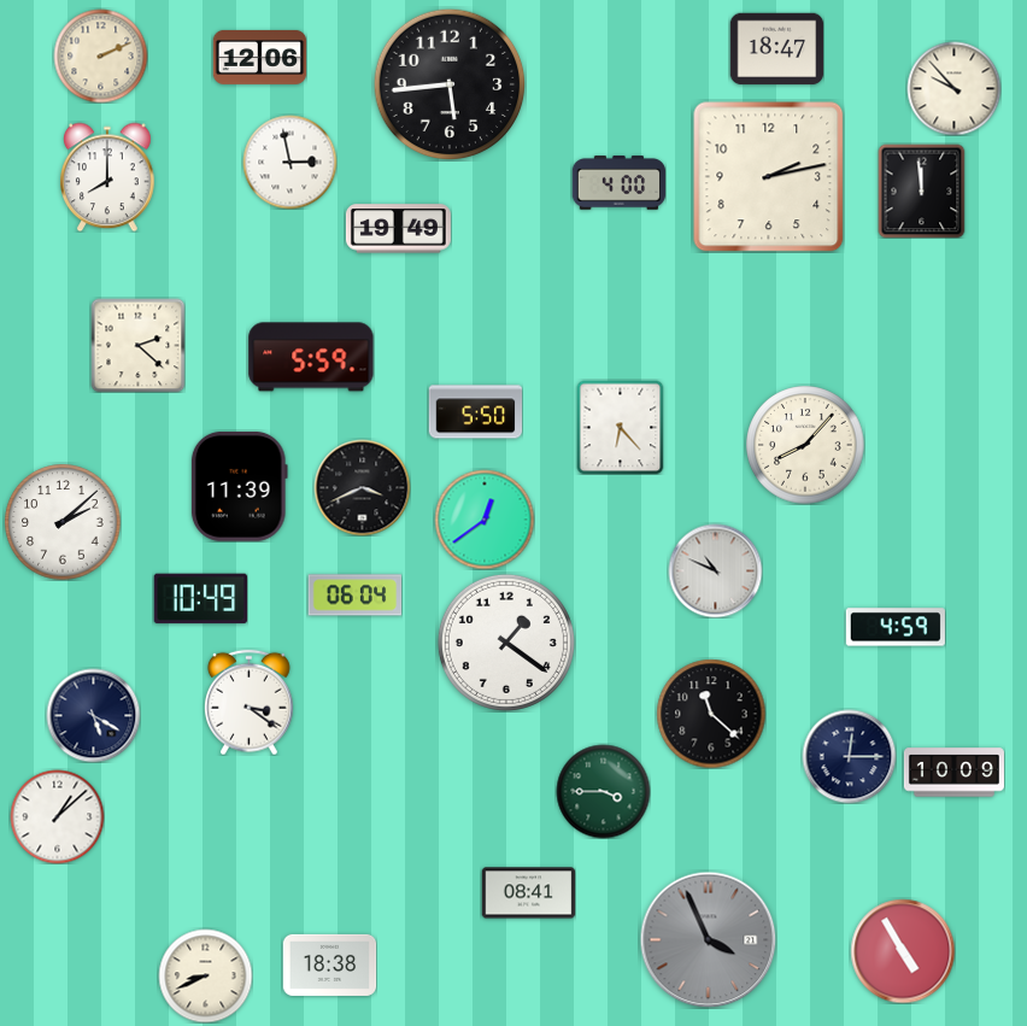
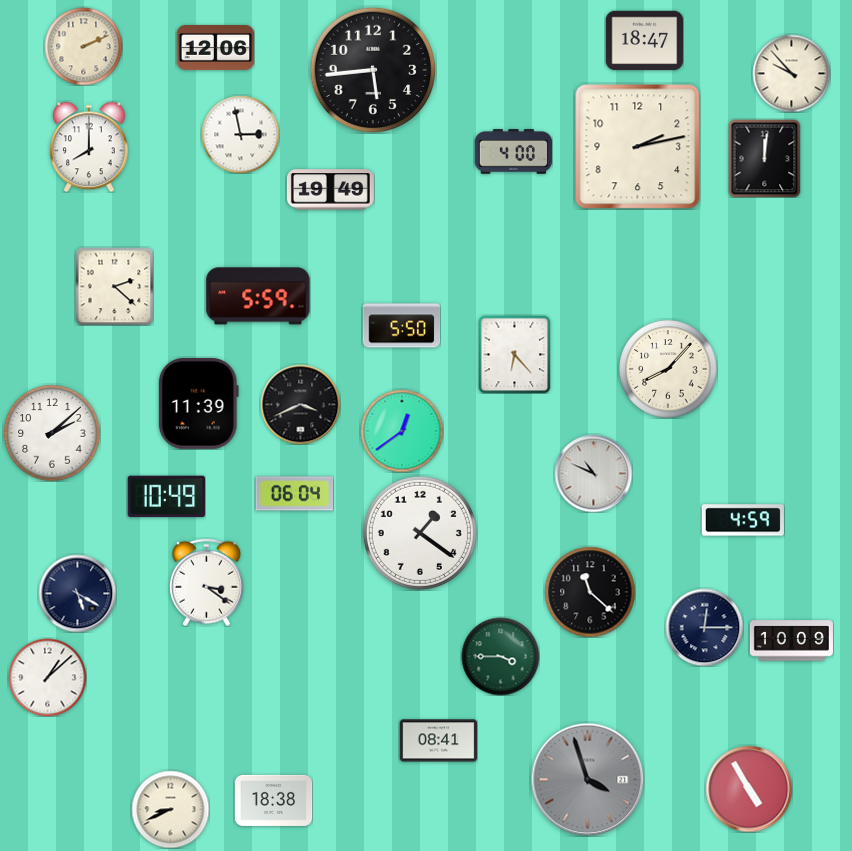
clock at (922, 190): 11:59 -> 12:01
clock at (475, 412) position: (475, 412) -> (401, 326)
clock at (708, 939): 3:56 -> 3:57
